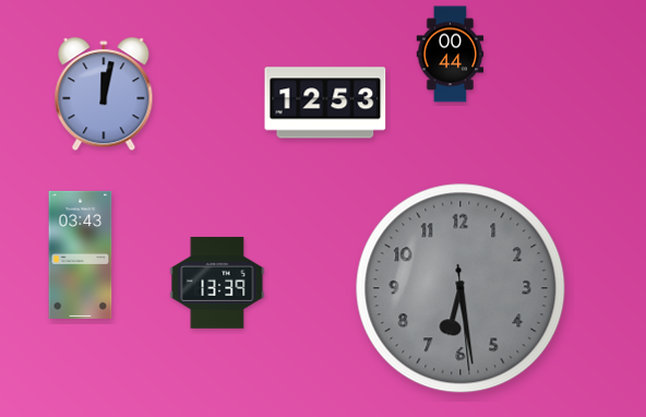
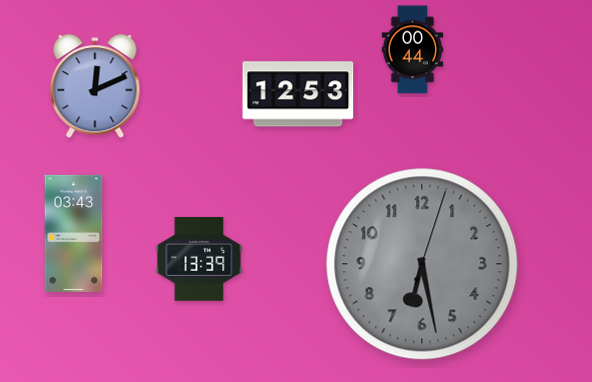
clock at (104, 95): 12:02 -> 12:11
clock at (460, 288): 6:28:29 -> 6:28:03
